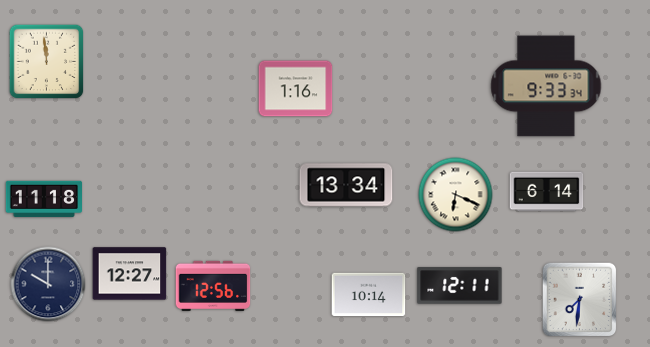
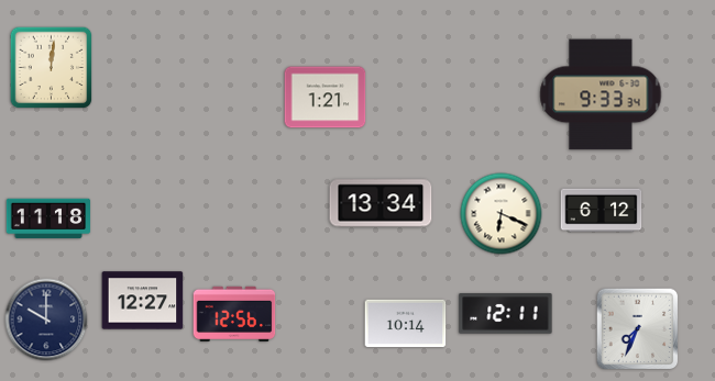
clock at (47, 62): 11:59 -> 12:01
clock at (296, 89): 1:16 -> 1:21
clock at (547, 192): 6:14 -> 6:12
clock at (48, 284) position: (48, 284) -> (46, 320)
clock at (580, 300): 7:31 -> 7:34
